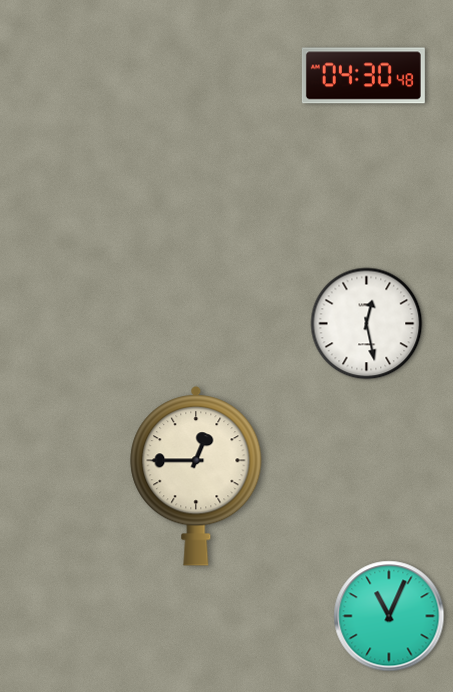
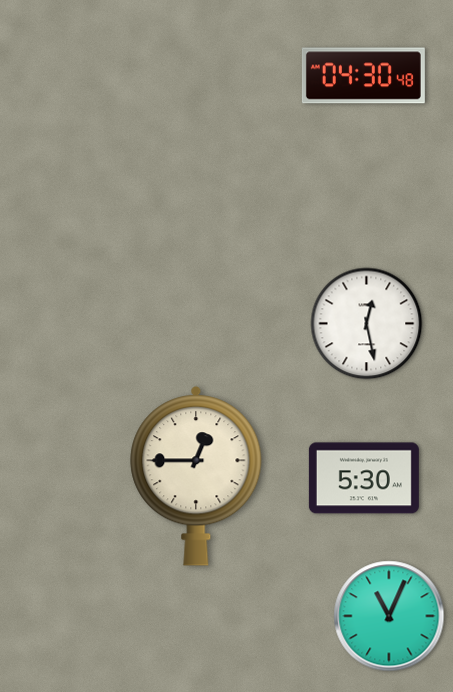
clock at (364, 478): none -> 5:30
